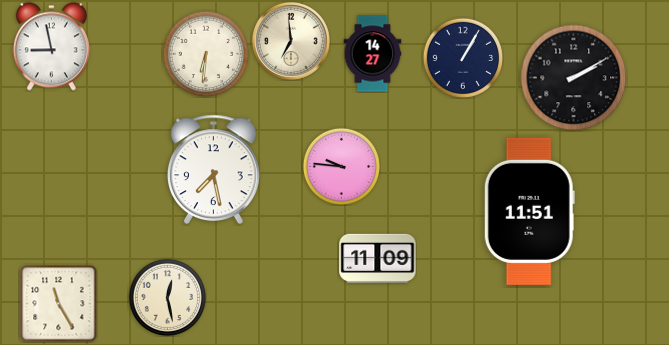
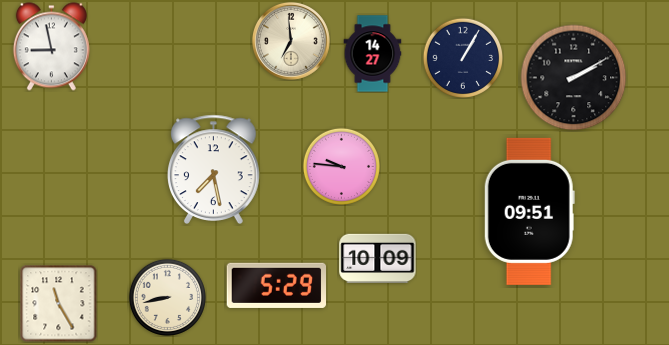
clock at (206, 54): 6:31 -> none
clock at (529, 211): 11:51 -> 09:51
clock at (378, 258): 11:09 -> 10:09
clock at (276, 285): none -> 5:29
clock at (167, 297): 12:28 -> 8:43
